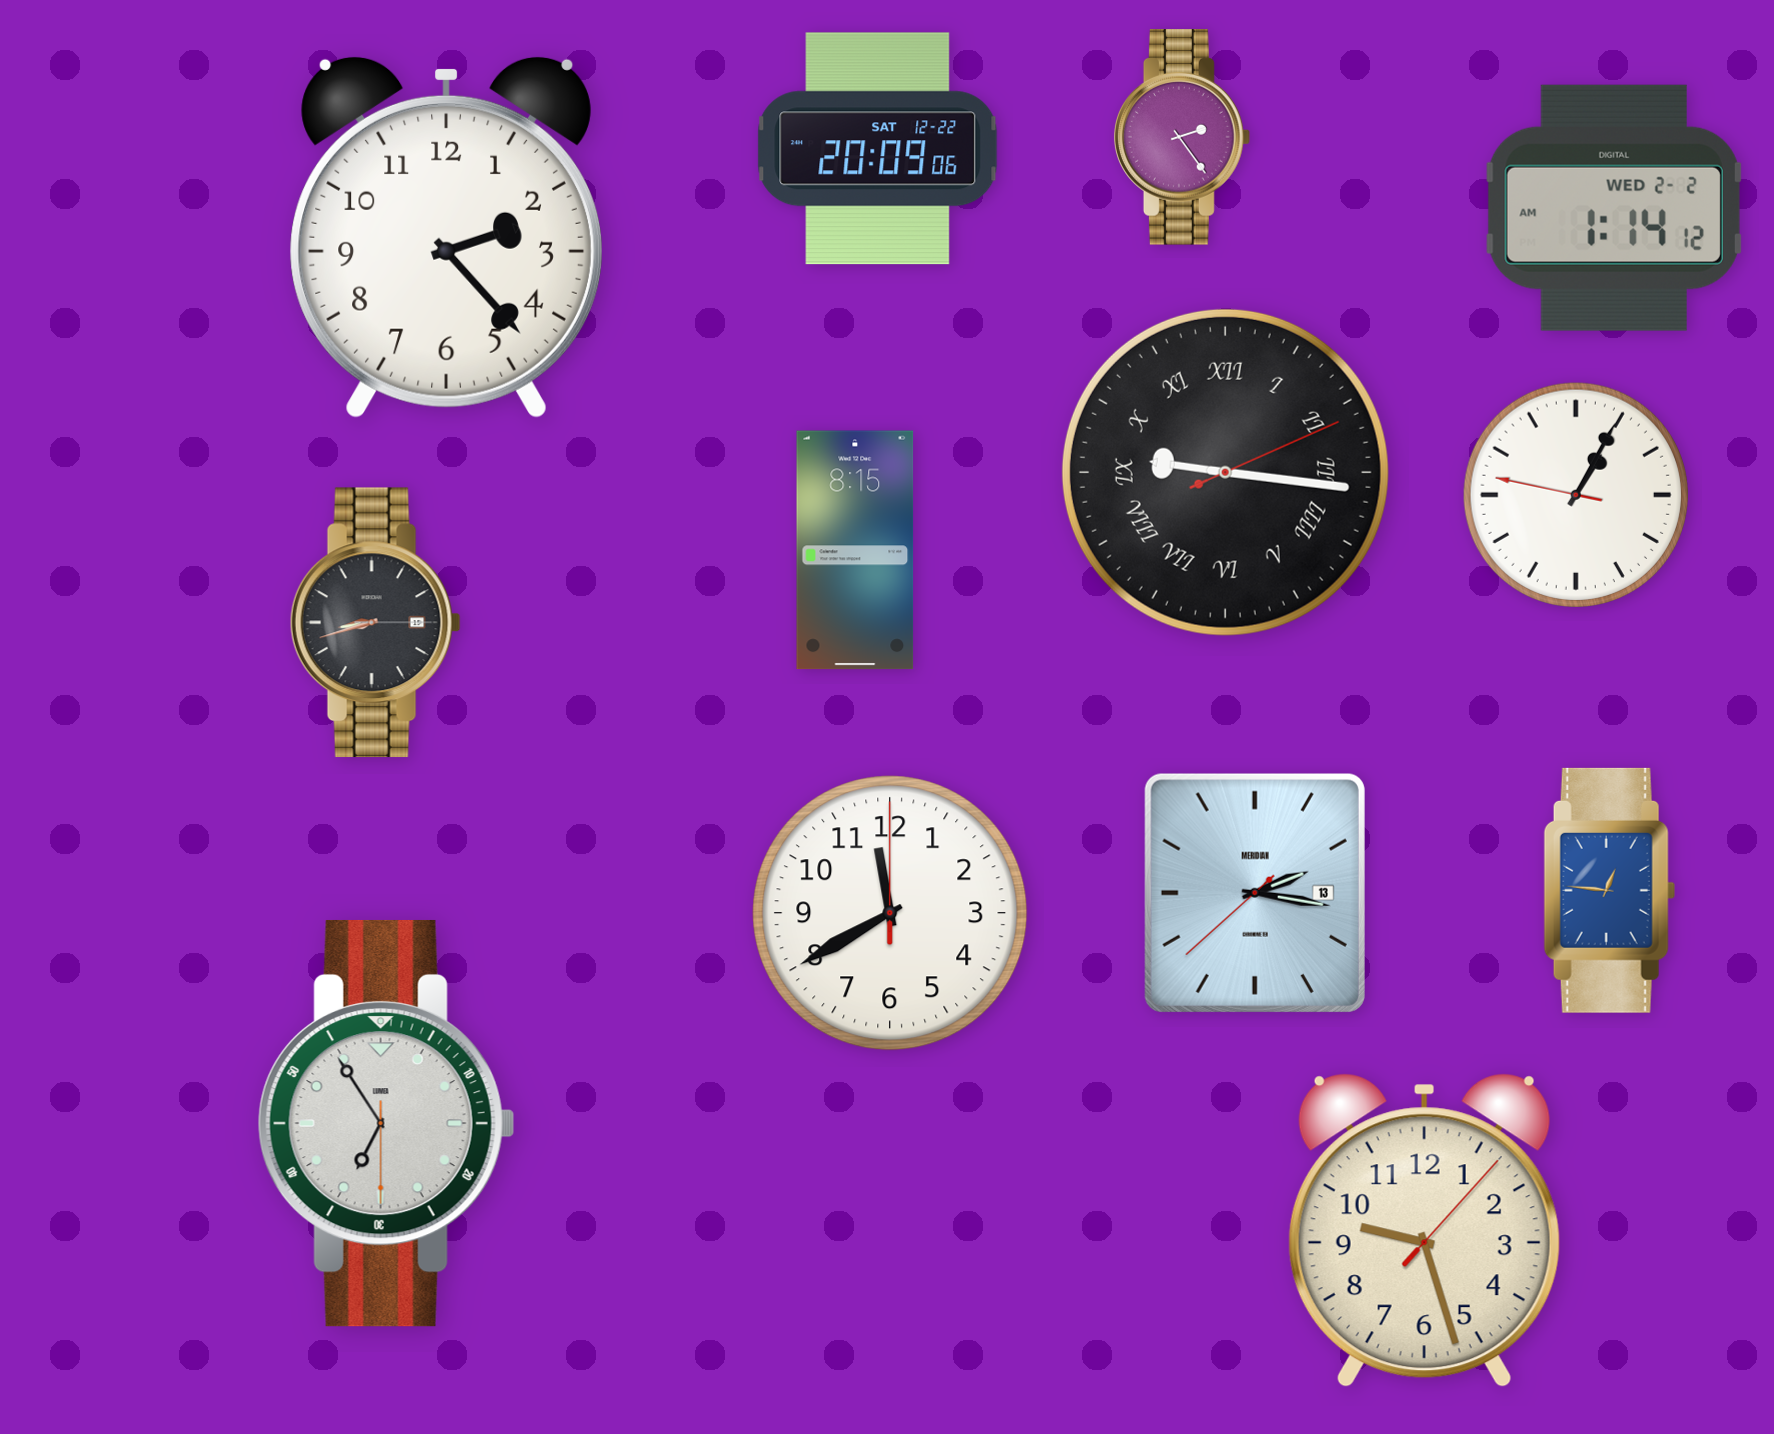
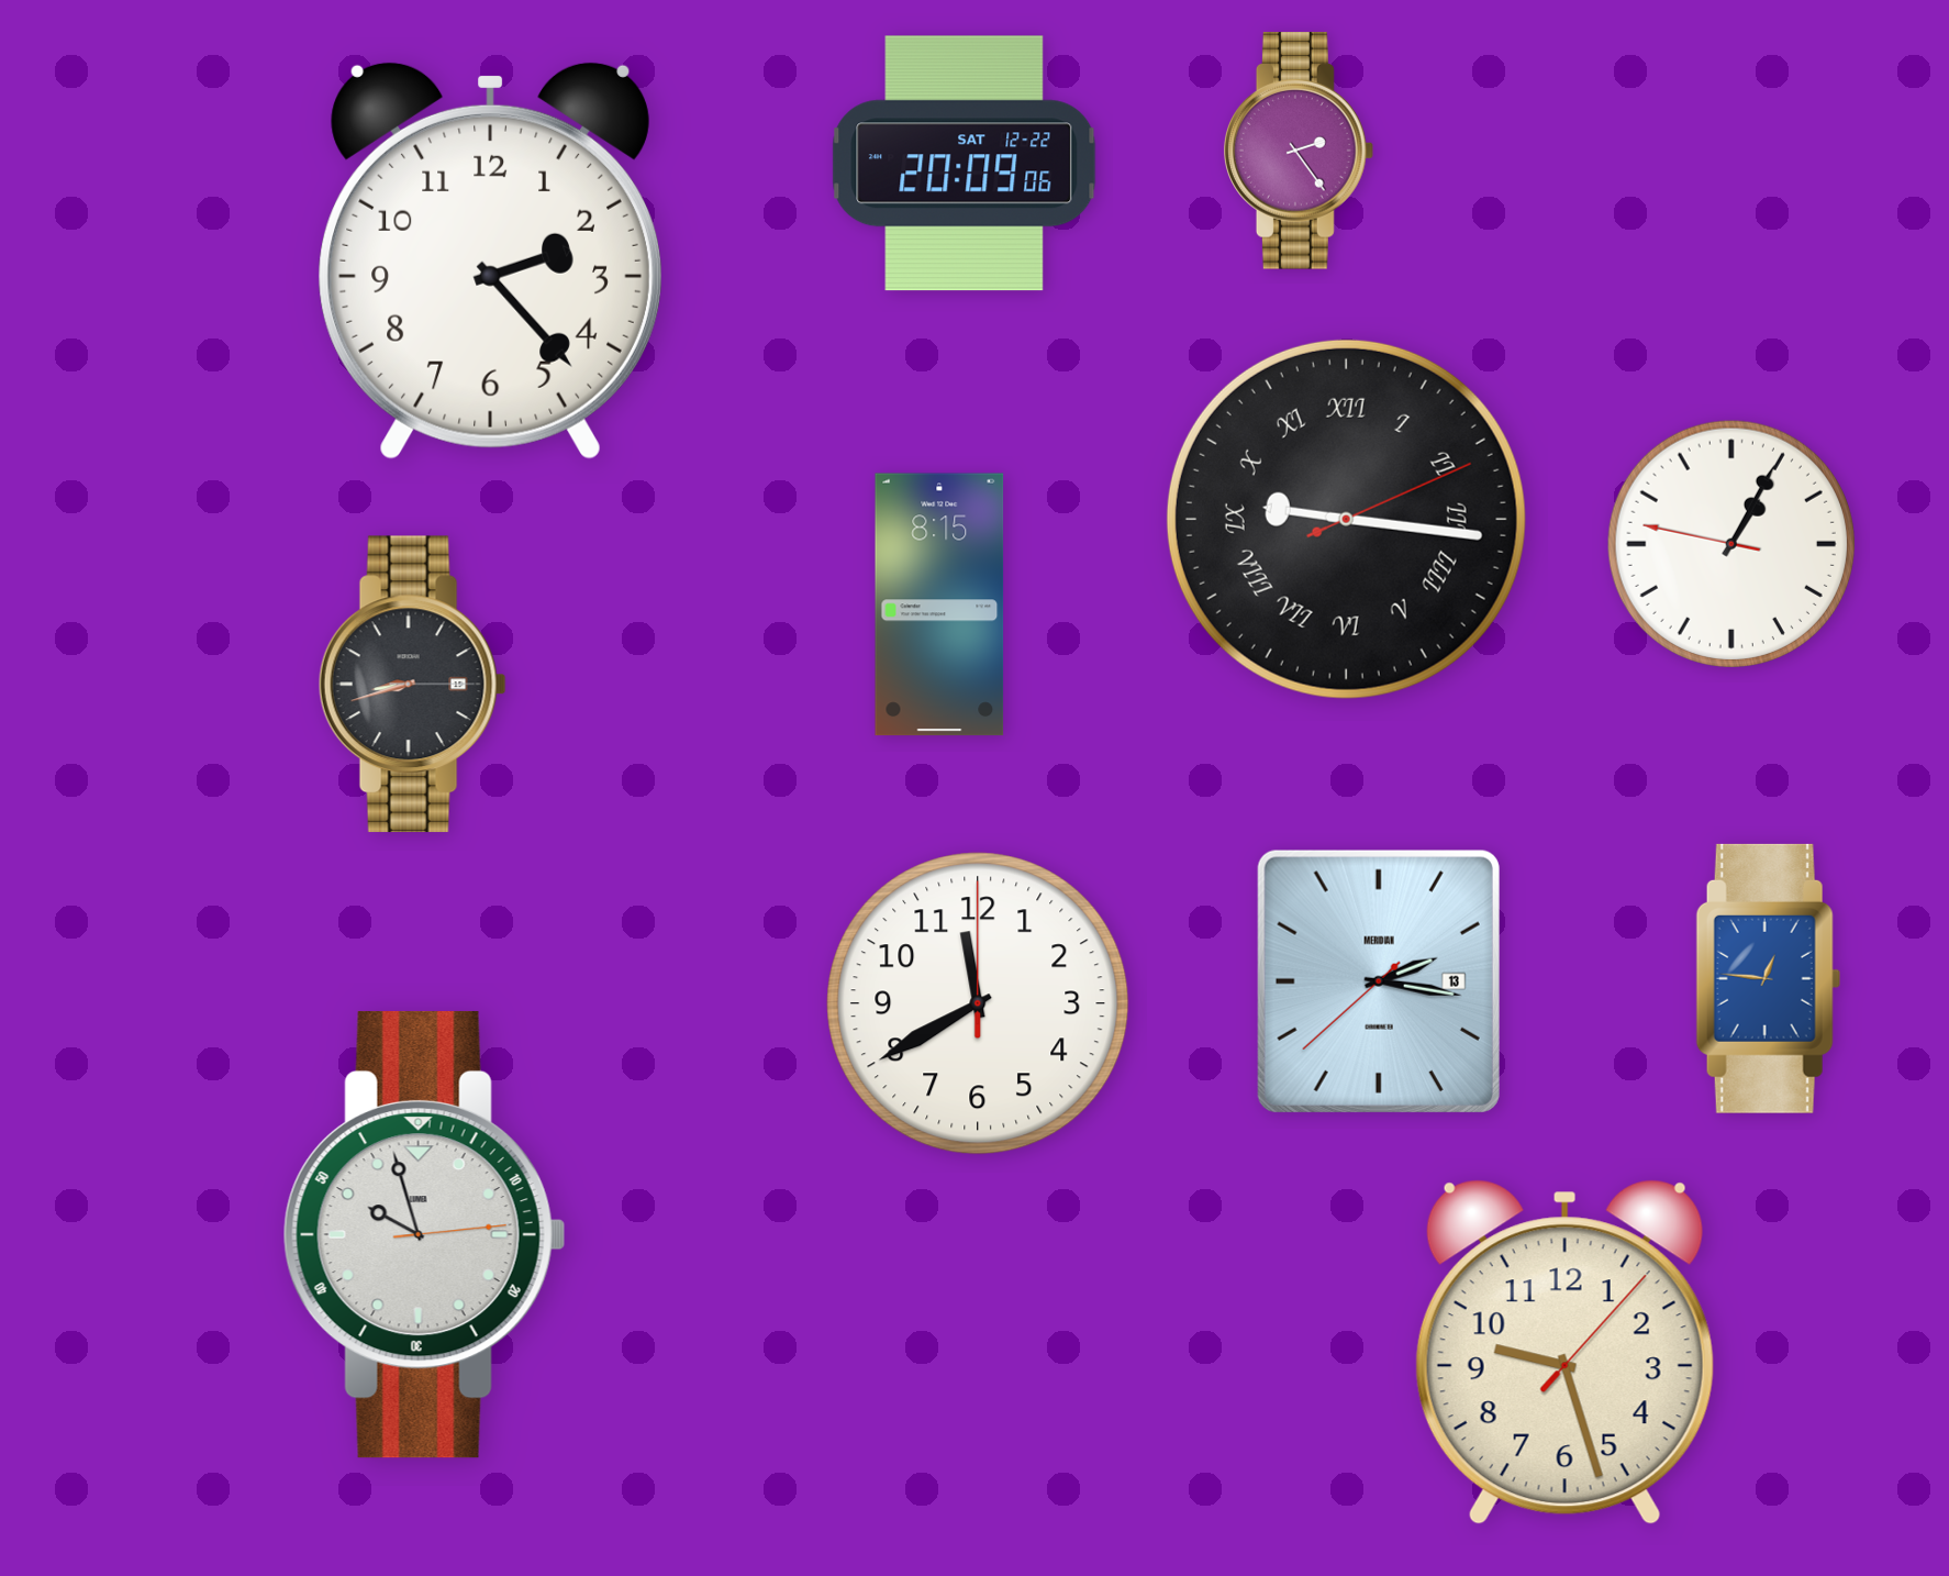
clock at (1614, 208): 1:14 -> none
clock at (386, 1123): 6:54 -> 9:57
